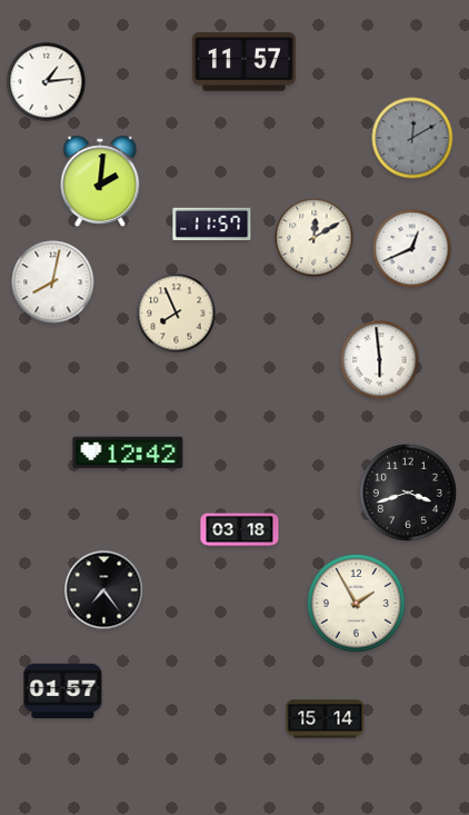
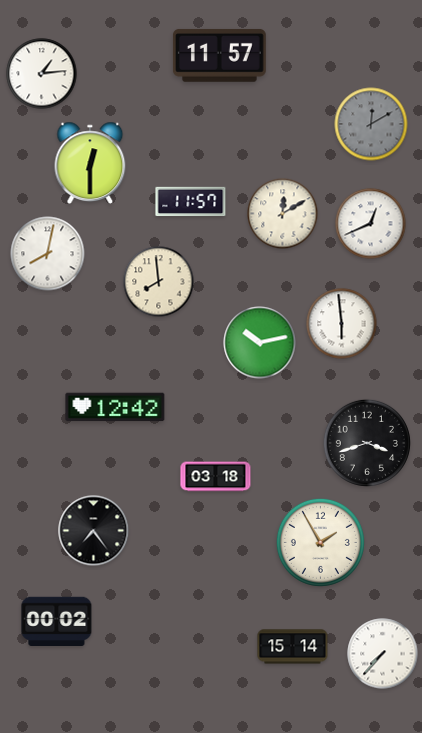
clock at (100, 180): 2:01 -> 12:30
clock at (177, 314): 7:56 -> 7:59
clock at (260, 343): none -> 10:13
clock at (63, 690): 01:57 -> 00:02
clock at (383, 654): none -> 7:37
